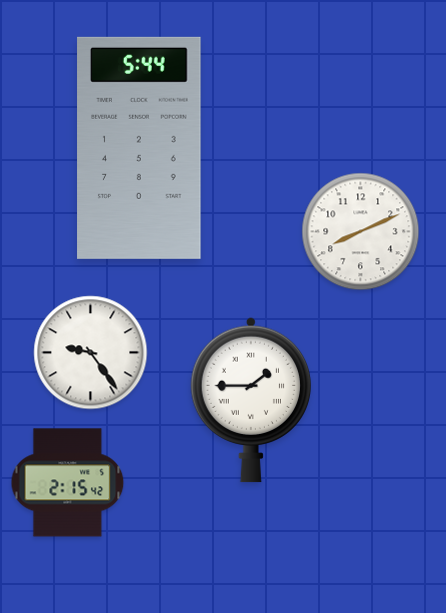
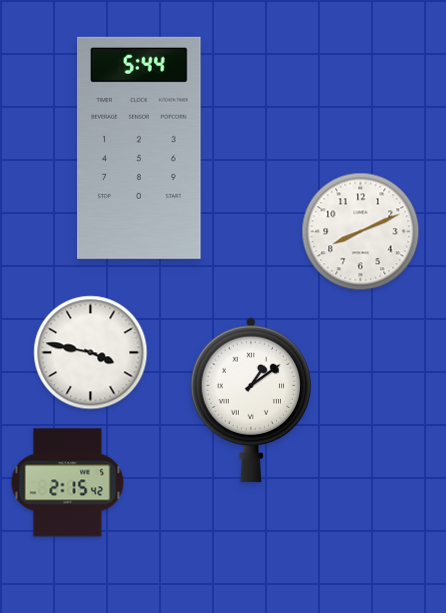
clock at (91, 353): 9:24 -> 3:47
clock at (251, 400): 1:45 -> 1:09
